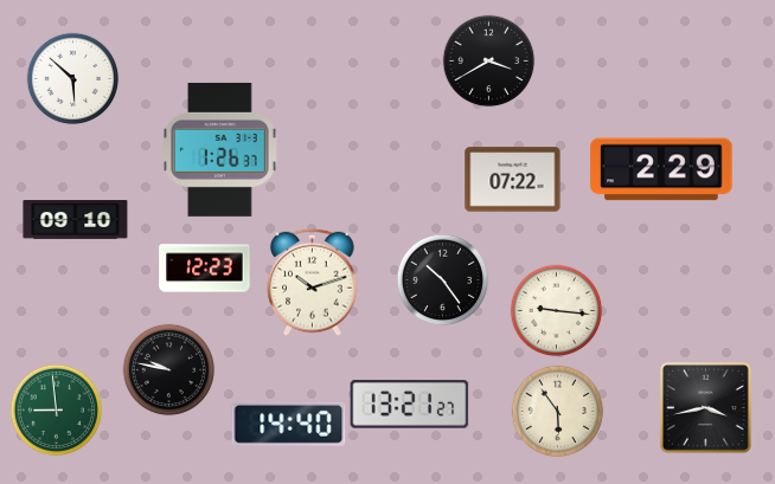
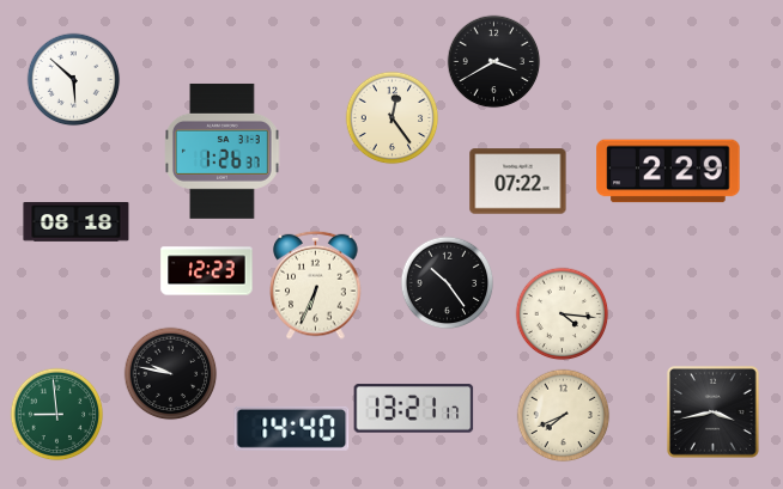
clock at (391, 117): none -> 12:24
clock at (76, 220): 09:10 -> 08:18
clock at (313, 282): 10:12 -> 6:34
clock at (556, 310): 9:16 -> 4:16
clock at (410, 405): 13:21:27 -> 13:21:17
clock at (557, 411): 5:54 -> 7:41
